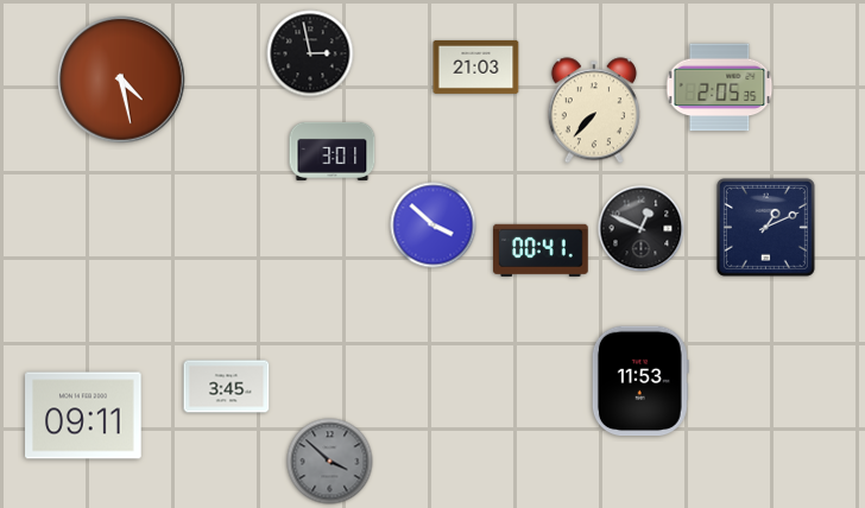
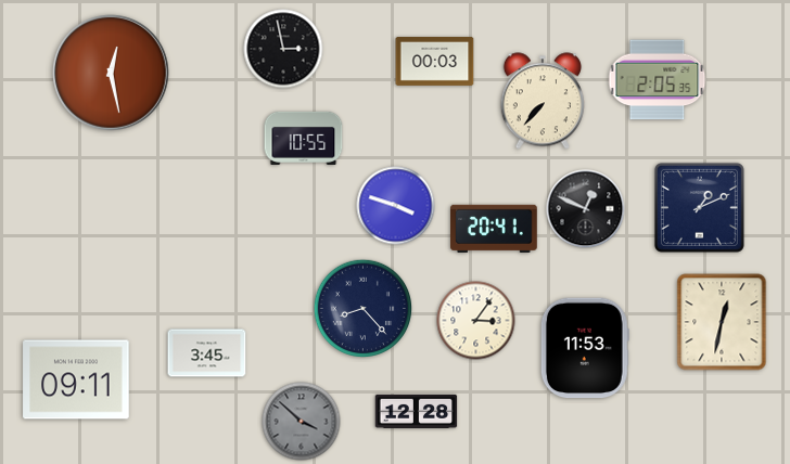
clock at (476, 66): 21:03 -> 00:03
clock at (121, 80): 4:28 -> 12:28
clock at (333, 151): 3:01 -> 10:55
clock at (434, 226): 3:52 -> 3:48
clock at (541, 249): 00:41 -> 20:41
clock at (362, 308): none -> 8:23
clock at (476, 321): none -> 3:06
clock at (722, 322): none -> 12:32
clock at (417, 411): none -> 12:28
